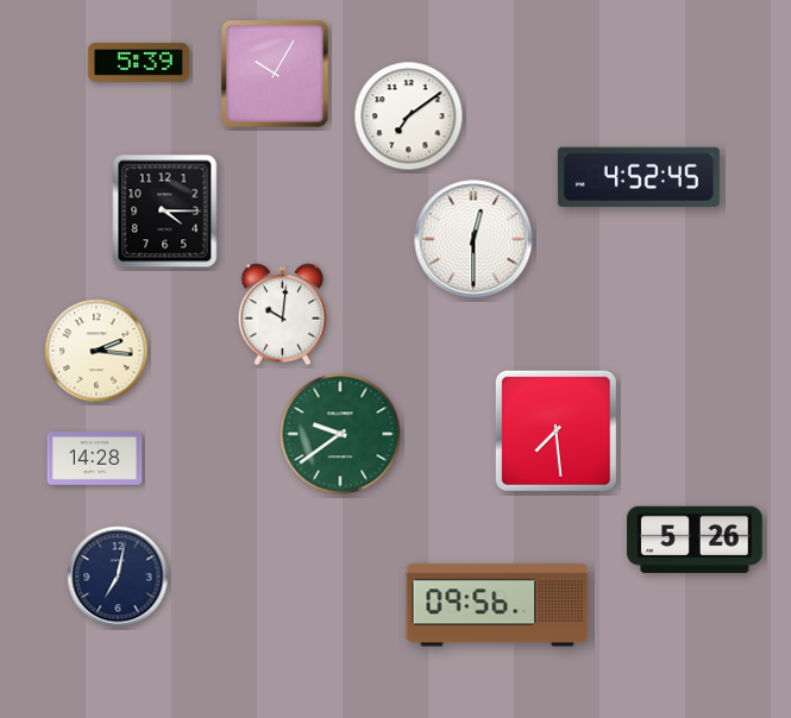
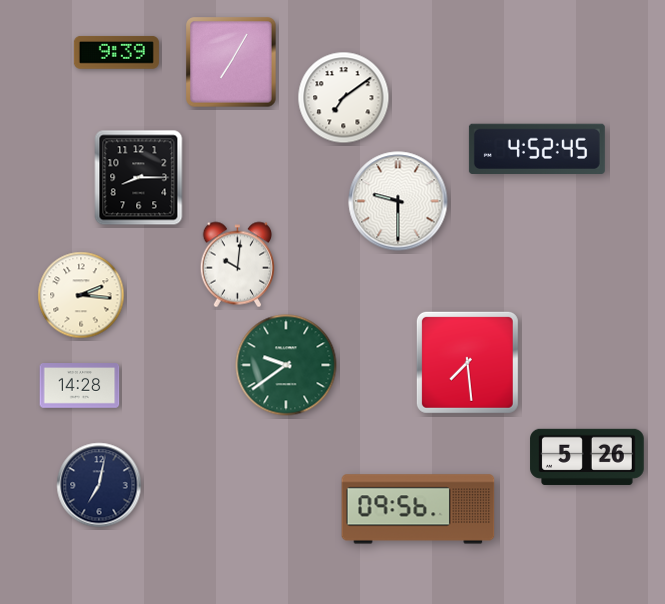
clock at (138, 62): 5:39 -> 9:39
clock at (275, 74): 10:05 -> 7:05
clock at (165, 212): 4:15 -> 8:15
clock at (473, 239): 12:30 -> 9:30
clock at (695, 540) position: (695, 540) -> (587, 457)
